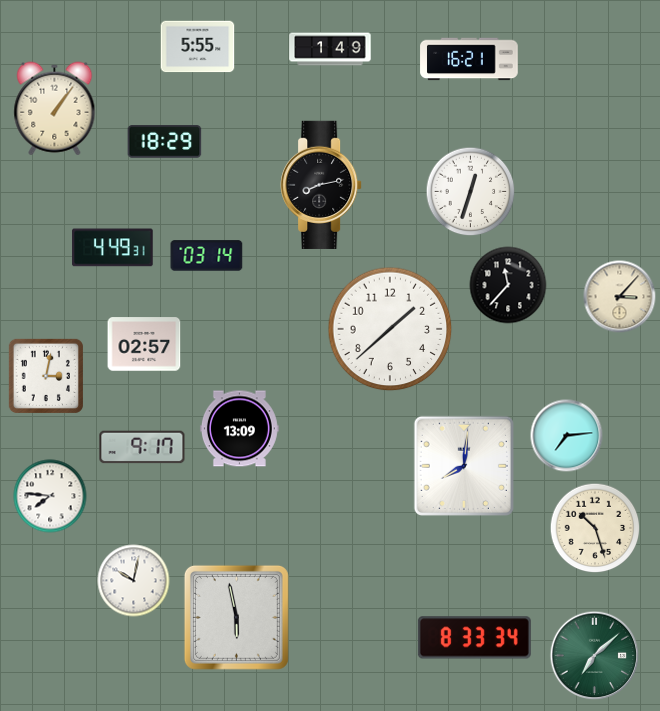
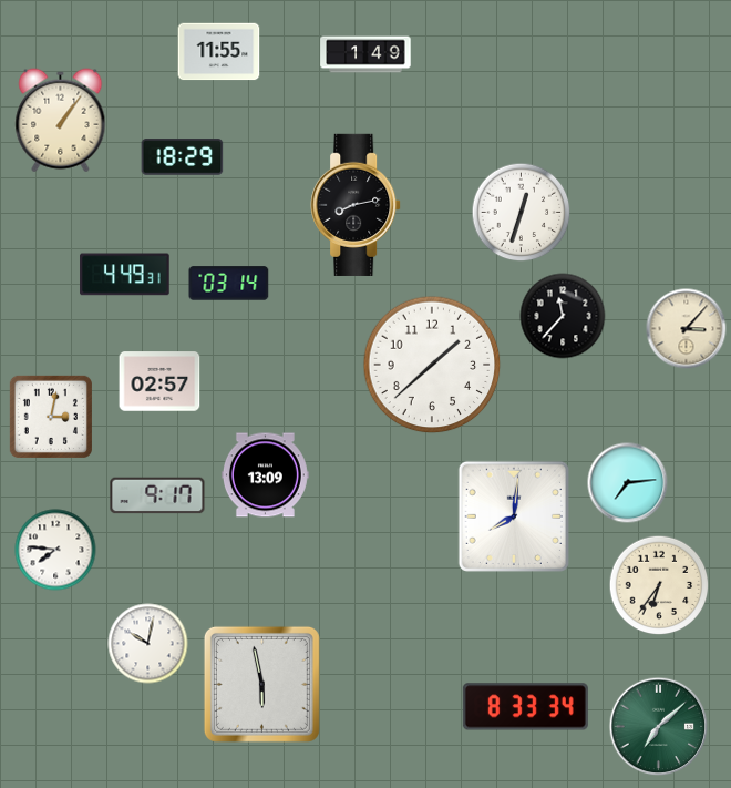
clock at (198, 47): 5:55 -> 11:55
clock at (469, 59): 16:21 -> none
clock at (595, 528): 10:27 -> 6:36
